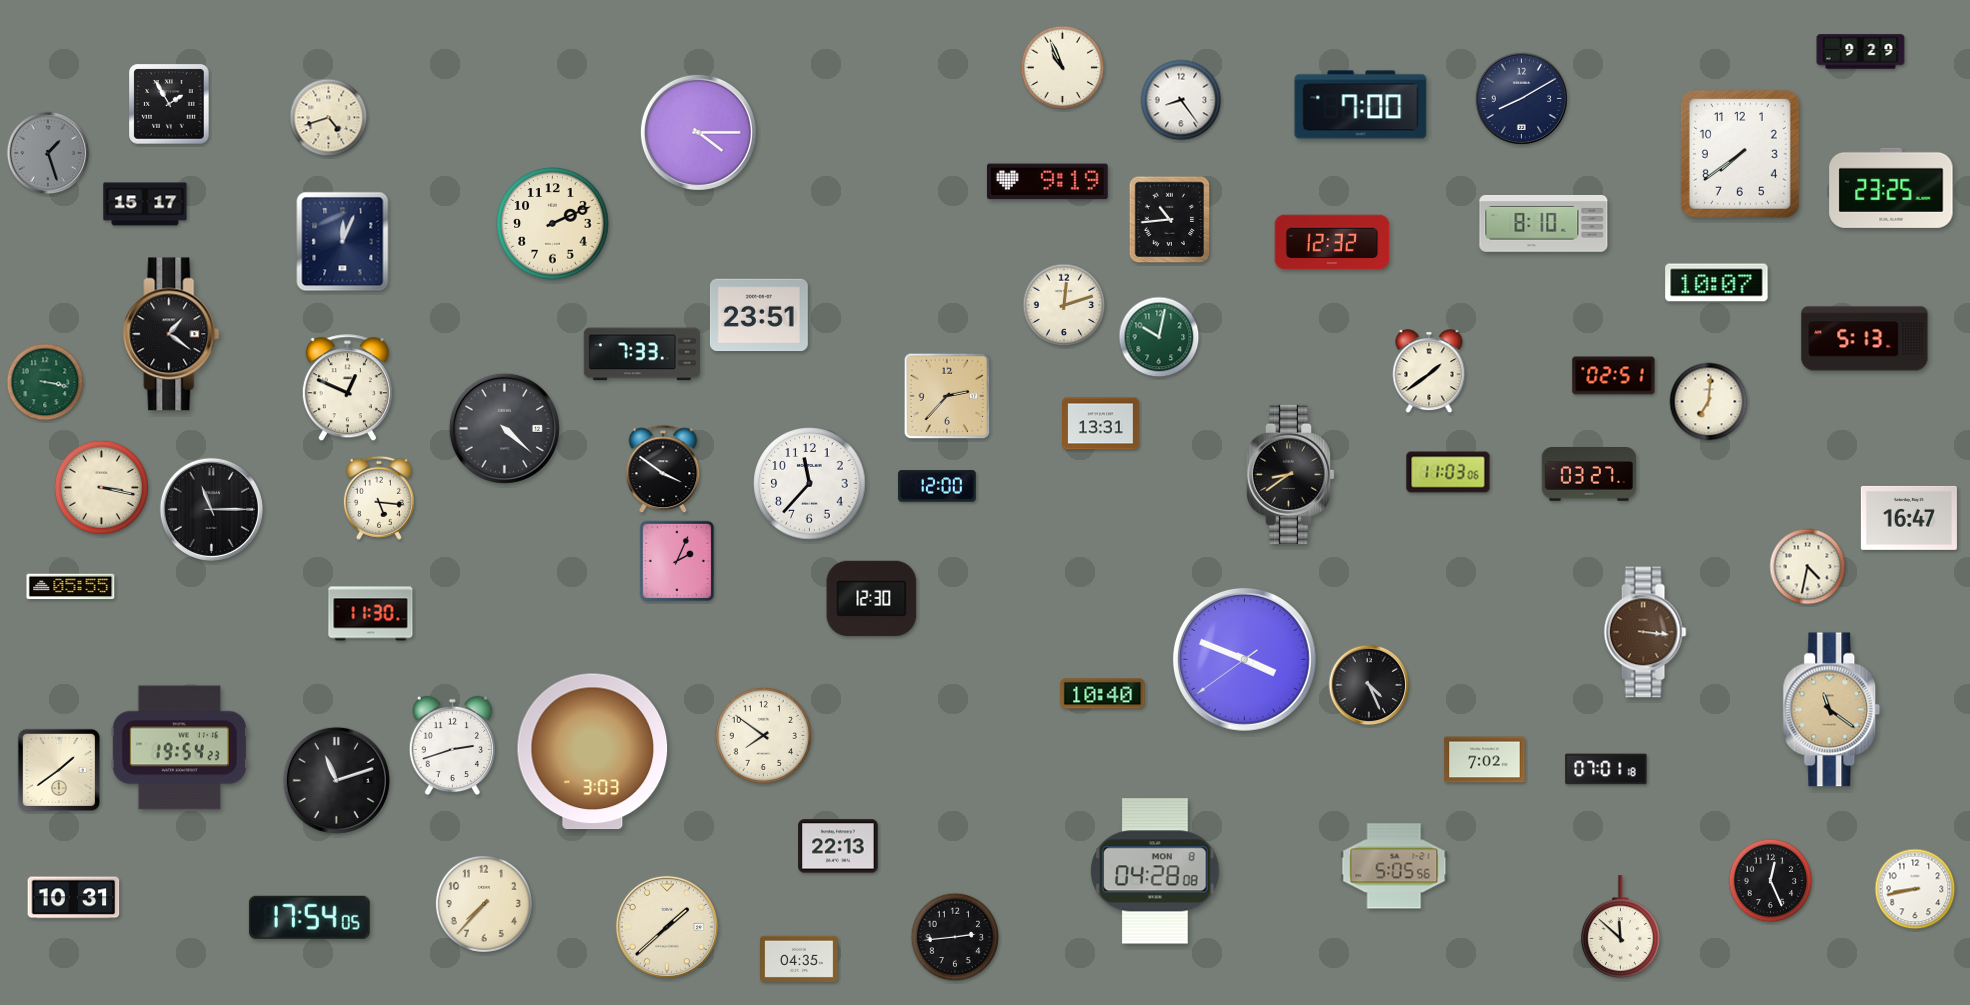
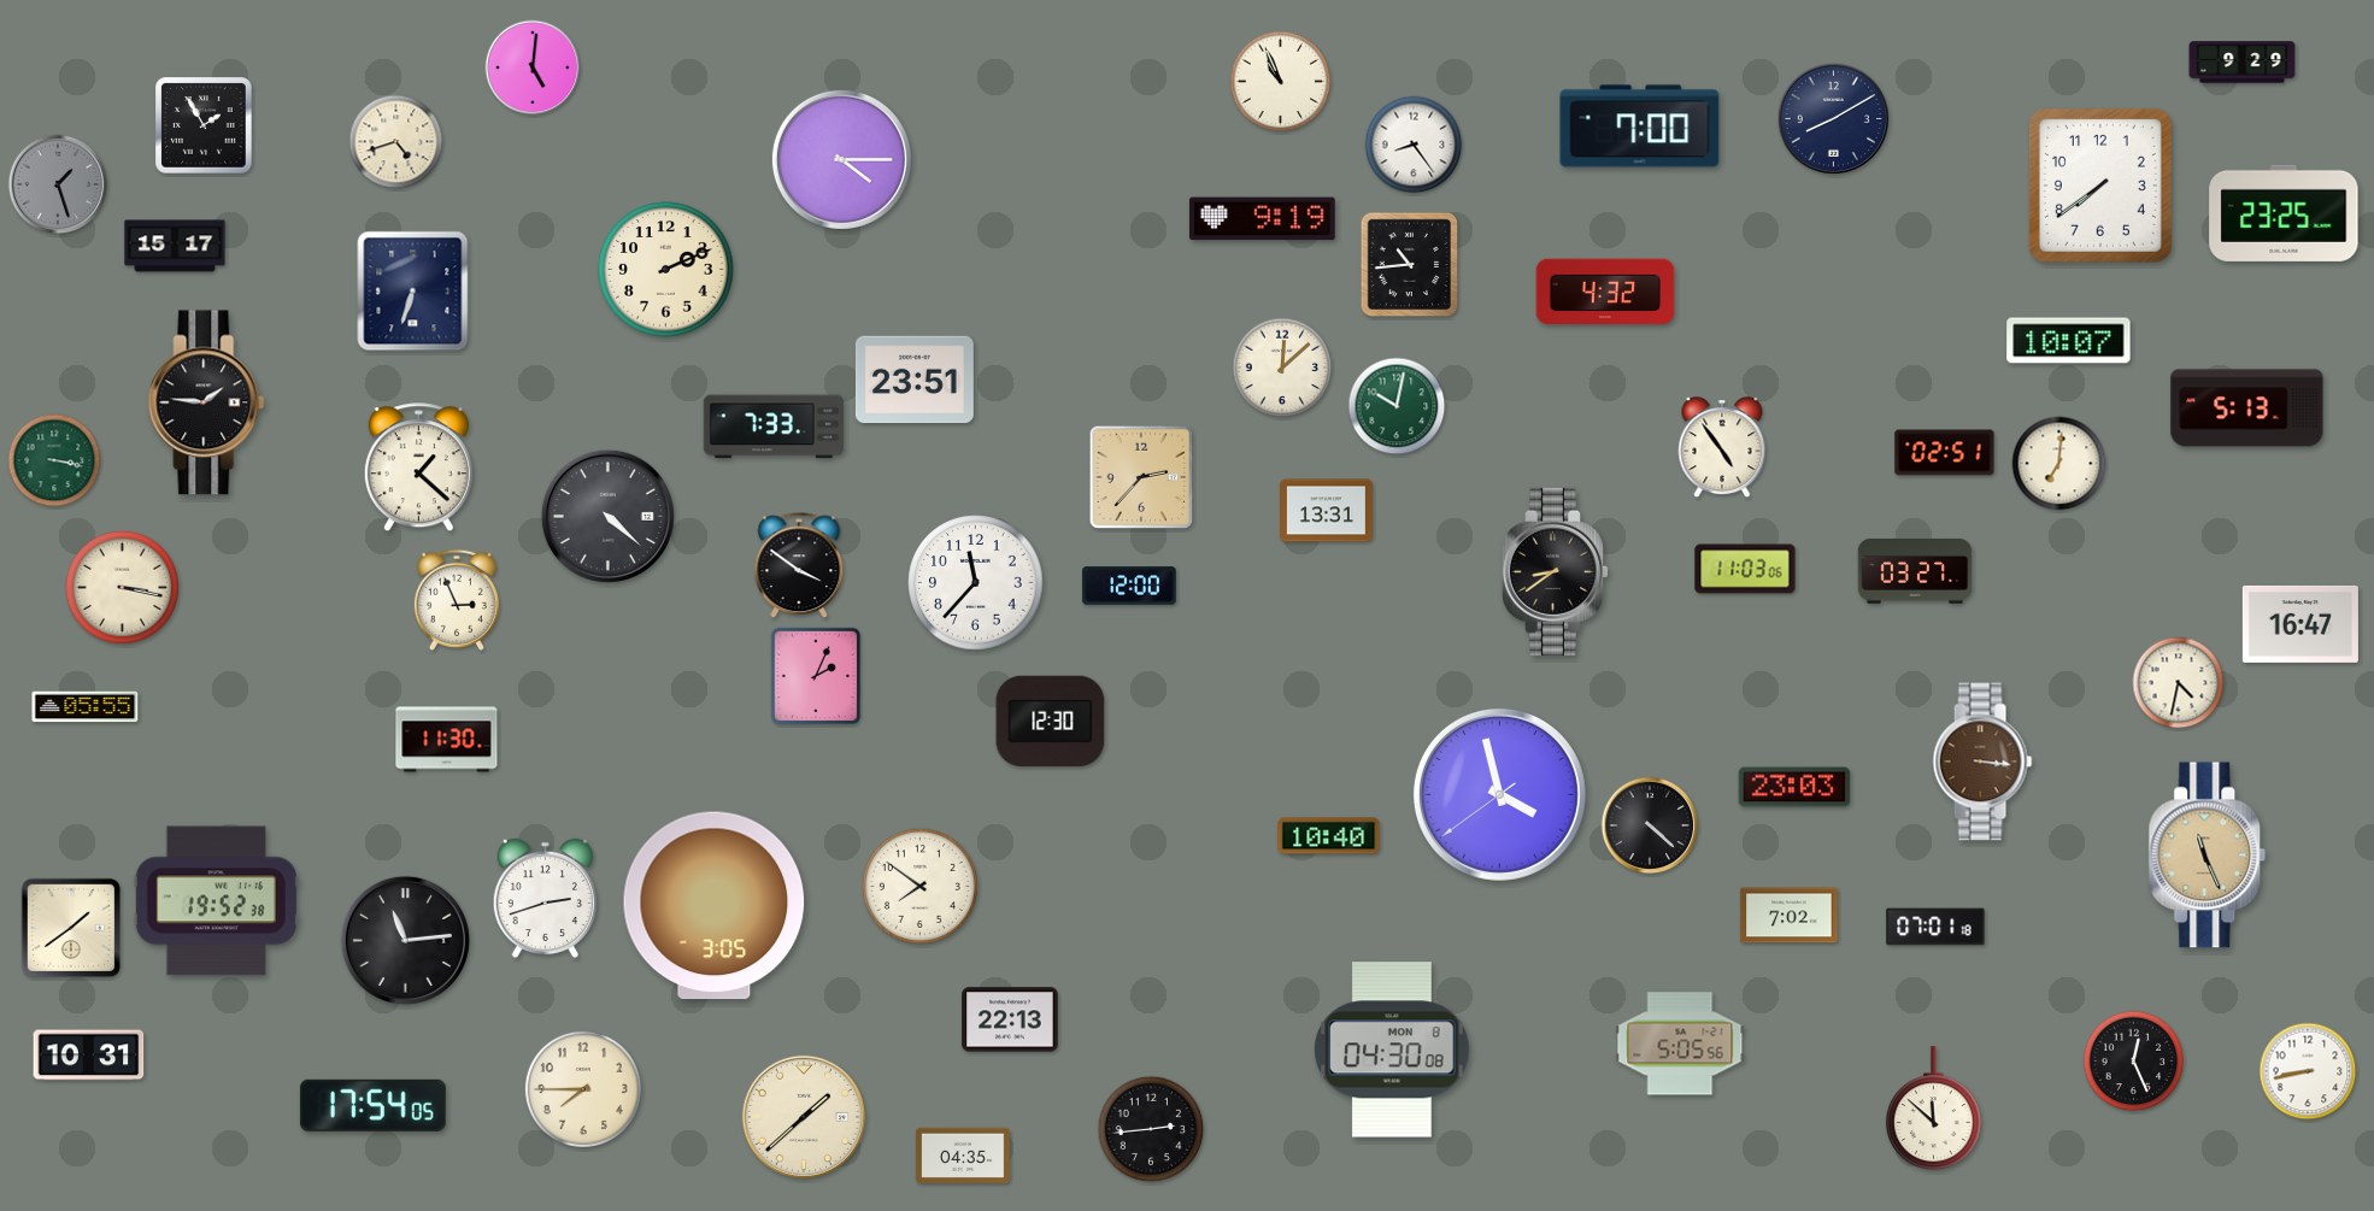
clock at (533, 67): none -> 5:01
clock at (1181, 100) position: (1181, 100) -> (1414, 145)
clock at (1740, 154) position: (1740, 154) -> (2100, 186)
clock at (1891, 188) position: (1891, 188) -> (2284, 213)
clock at (1544, 223): 8:10 -> none
clock at (343, 242): 12:04 -> 6:33
clock at (1332, 242): 12:32 -> 4:32
clock at (1064, 305): 12:12 -> 12:08
clock at (171, 334): 1:21 -> 1:46
clock at (1429, 372): 1:39 -> 4:54
clock at (347, 388): 12:49 -> 1:22
clock at (1709, 402) position: (1709, 402) -> (2059, 464)
clock at (379, 498): 5:16 -> 2:56
clock at (211, 509): 11:15 -> none
clock at (1794, 787): none -> 23:03
clock at (1244, 659): 3:48 -> 3:57
clock at (1369, 685): 4:26 -> 4:22
clock at (1832, 710): 11:21 -> 11:26
clock at (179, 748): 19:54 -> 19:52
clock at (593, 752): 3:03 -> 3:05
clock at (336, 780): 11:12 -> 11:14
clock at (1155, 871): 04:28 -> 04:30
clock at (74, 898) position: (74, 898) -> (89, 1056)
clock at (484, 904): 7:37 -> 7:45
clock at (1620, 926) position: (1620, 926) -> (1933, 1107)
